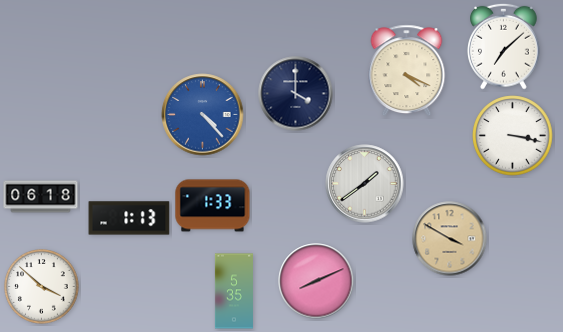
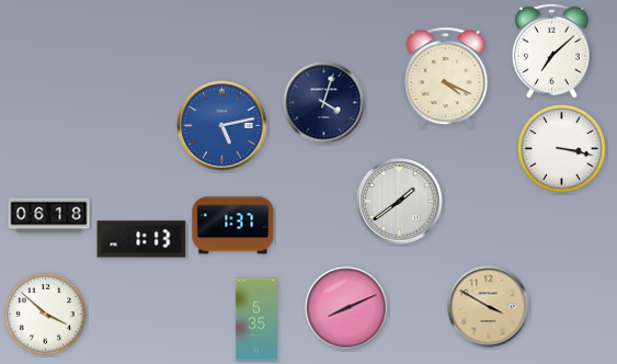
clock at (296, 94): 4:00 -> 4:03
clock at (203, 115): 4:23 -> 5:13
clock at (41, 197) position: (41, 197) -> (49, 216)
clock at (213, 206): 1:33 -> 1:37
clock at (450, 239) position: (450, 239) -> (489, 307)
